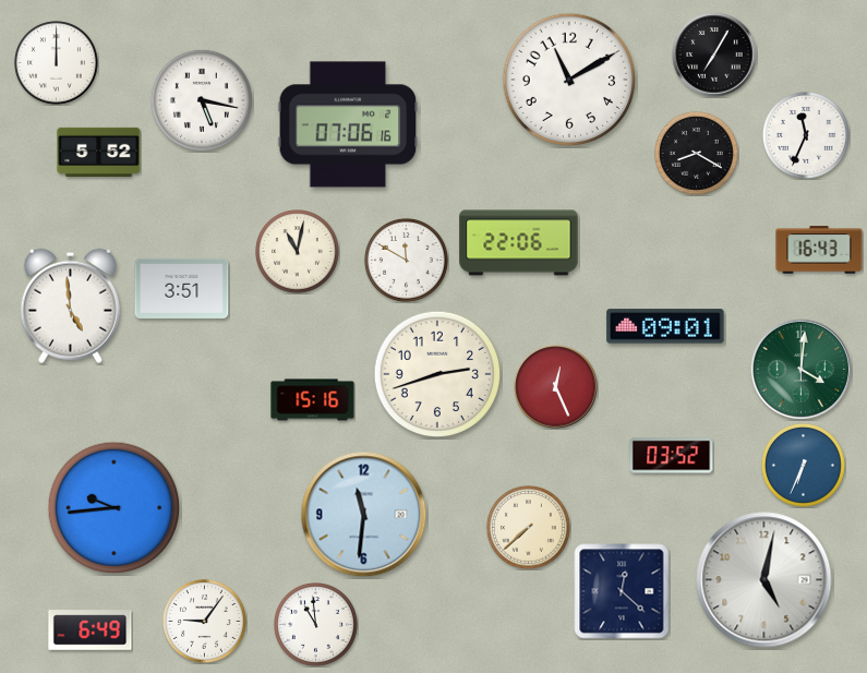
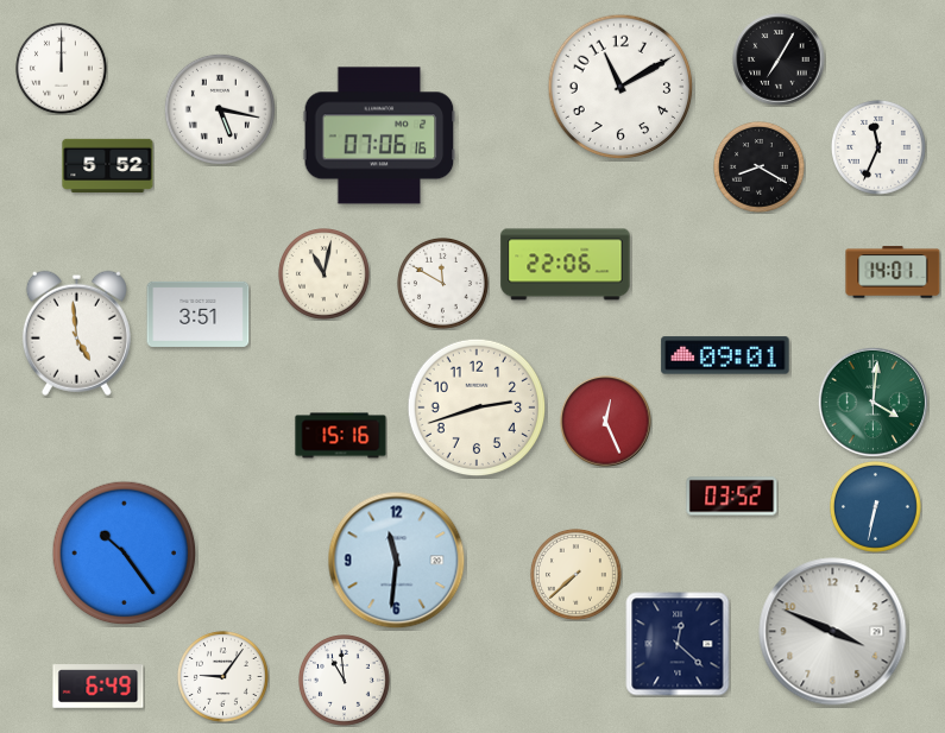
clock at (819, 250): 16:43 -> 14:01
clock at (804, 466): 6:34 -> 6:32
clock at (115, 508): 9:44 -> 10:24
clock at (764, 580): 5:02 -> 3:49
